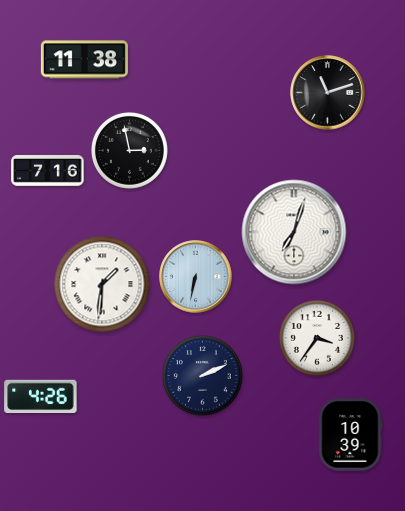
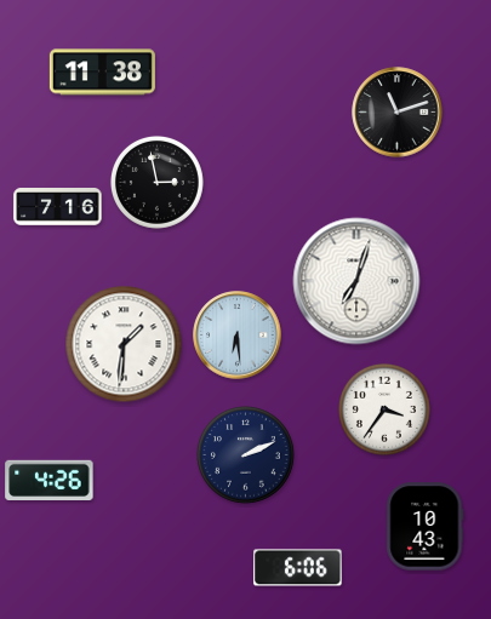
clock at (196, 277): 6:32 -> 6:29
clock at (351, 435): 10:39 -> 10:43
clock at (298, 568): none -> 6:06
